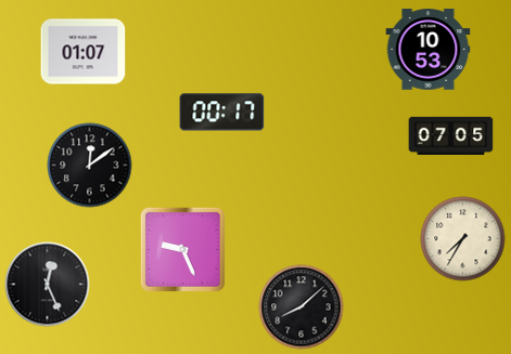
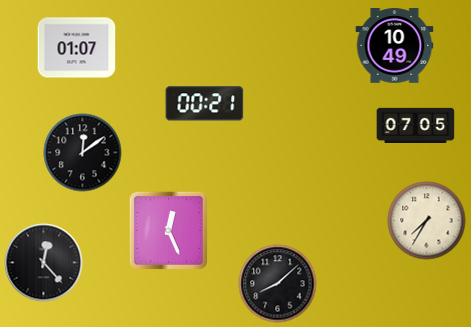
clock at (427, 50): 10:53 -> 10:49
clock at (221, 113): 00:17 -> 00:21
clock at (182, 249): 9:26 -> 12:26
clock at (47, 284): 12:26 -> 12:23
